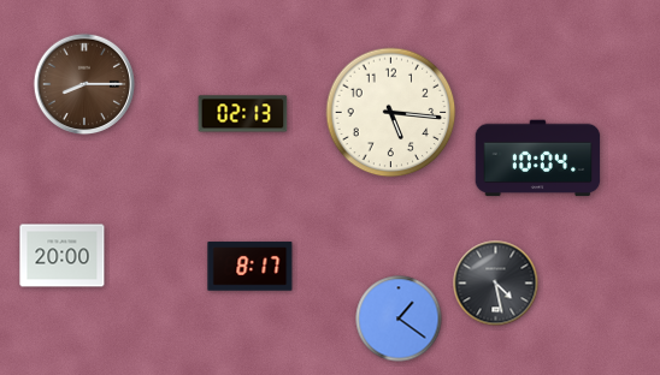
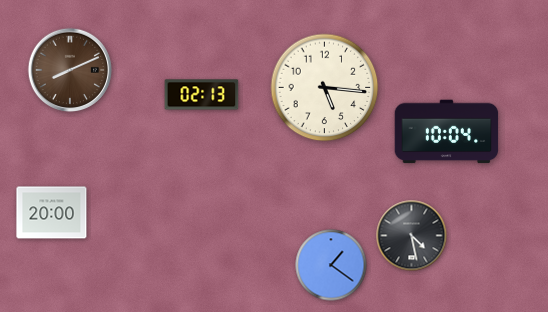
clock at (84, 84): 8:15 -> 8:11
clock at (391, 113) position: (391, 113) -> (325, 88)
clock at (251, 267): 8:17 -> none
